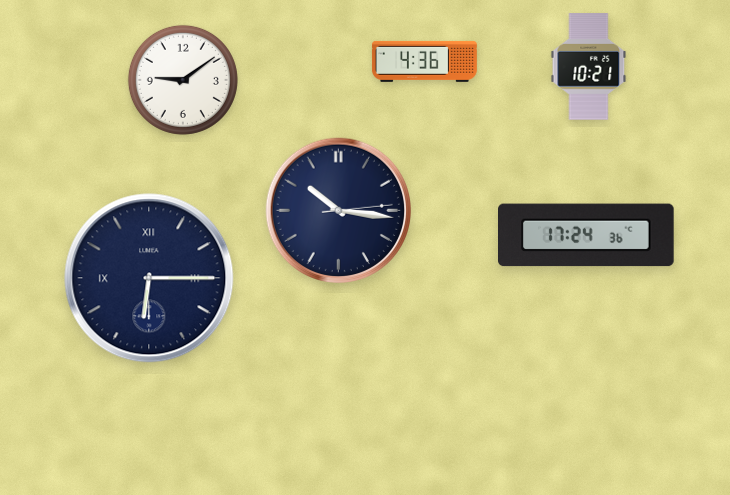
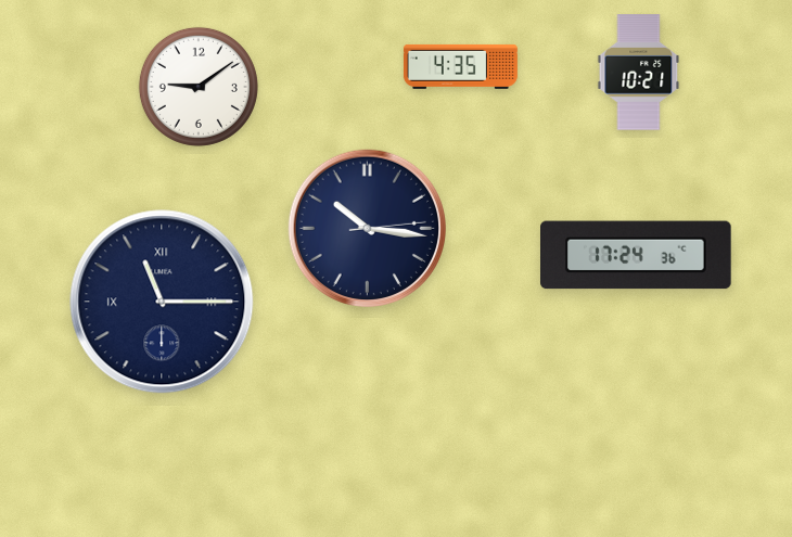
clock at (424, 61): 4:36 -> 4:35
clock at (149, 278): 6:15 -> 11:15
